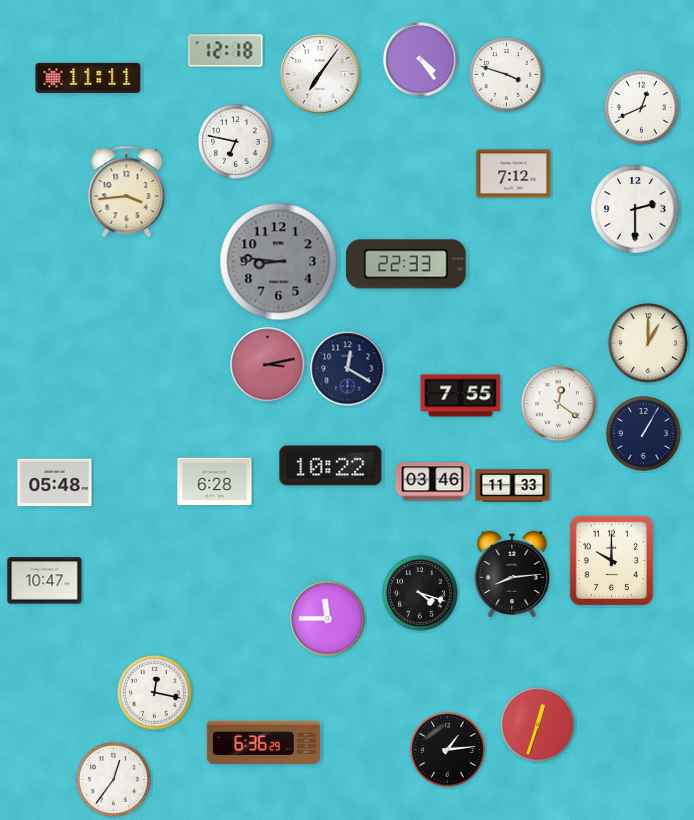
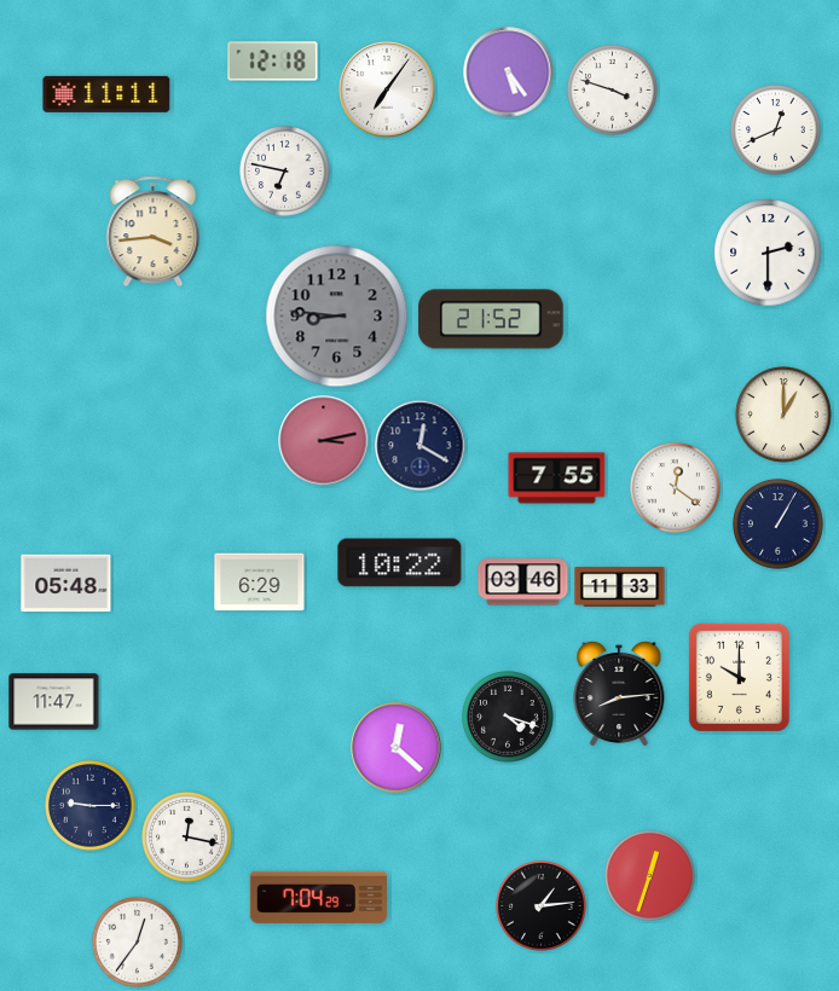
clock at (421, 60): 4:24 -> 5:24
clock at (514, 174): 7:12 -> none
clock at (406, 264): 22:33 -> 21:52
clock at (215, 482): 6:28 -> 6:29
clock at (45, 581): 10:47 -> 11:47
clock at (328, 619): 11:45 -> 12:22
clock at (91, 806): none -> 9:15
clock at (263, 742): 6:36 -> 7:04
